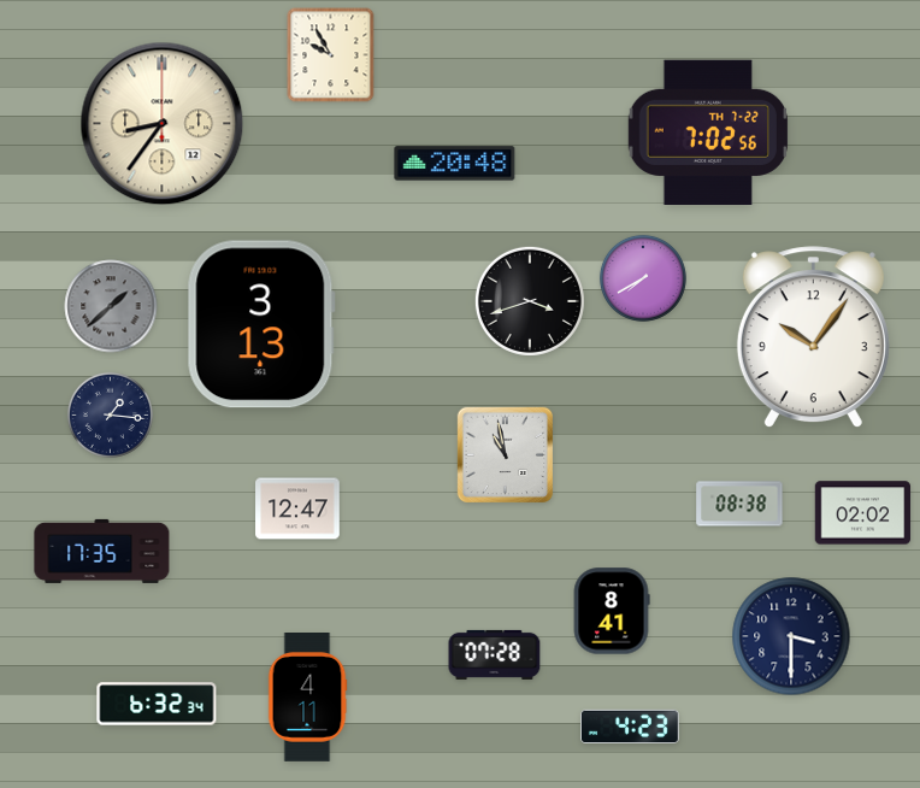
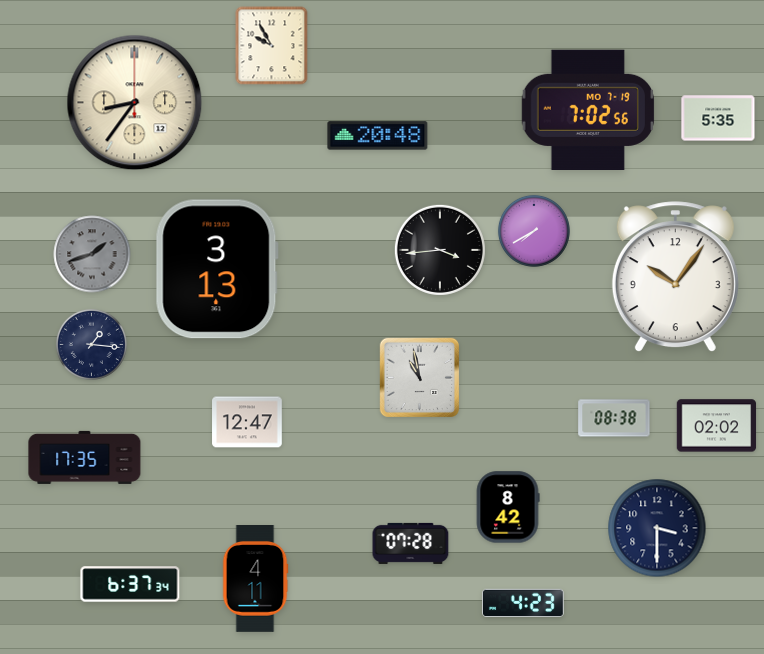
clock at (331, 55) position: (331, 55) -> (272, 46)
clock at (707, 131) date: TH 7-22 -> MO 7-19
clock at (718, 118): none -> 5:35
clock at (530, 301): 3:42 -> 3:44
clock at (111, 306): 1:38 -> 1:42
clock at (813, 337) position: (813, 337) -> (675, 277)
clock at (612, 611): 8:41 -> 8:42
clock at (157, 704): 6:32 -> 6:37
